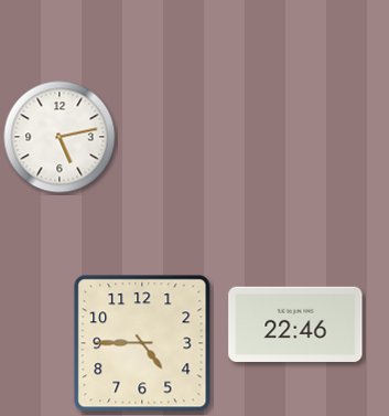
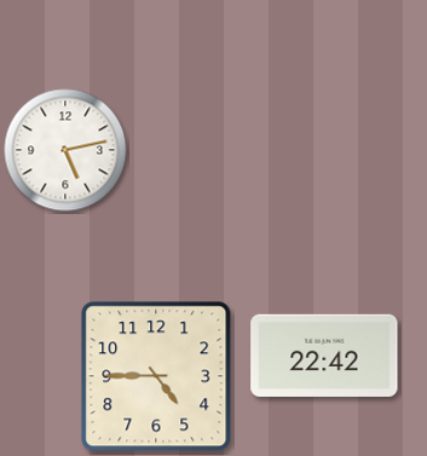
clock at (295, 323): 22:46 -> 22:42
